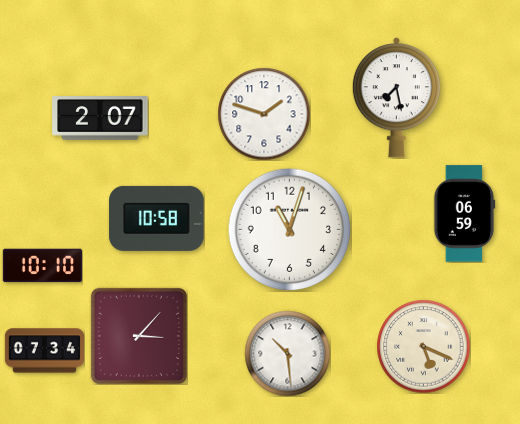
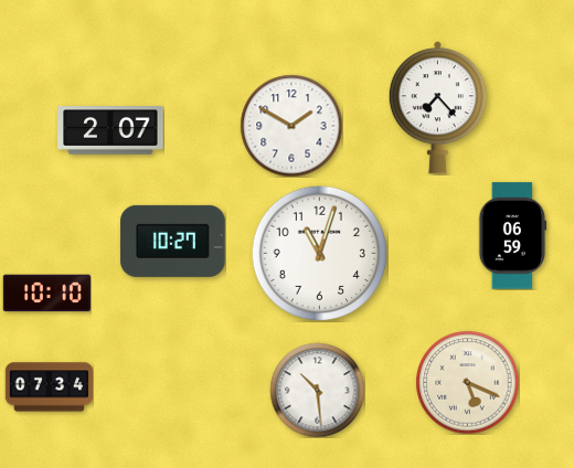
clock at (396, 98): 7:28 -> 7:23
clock at (264, 114): 1:48 -> 1:50
clock at (157, 218): 10:58 -> 10:27
clock at (139, 336): 3:07 -> none
